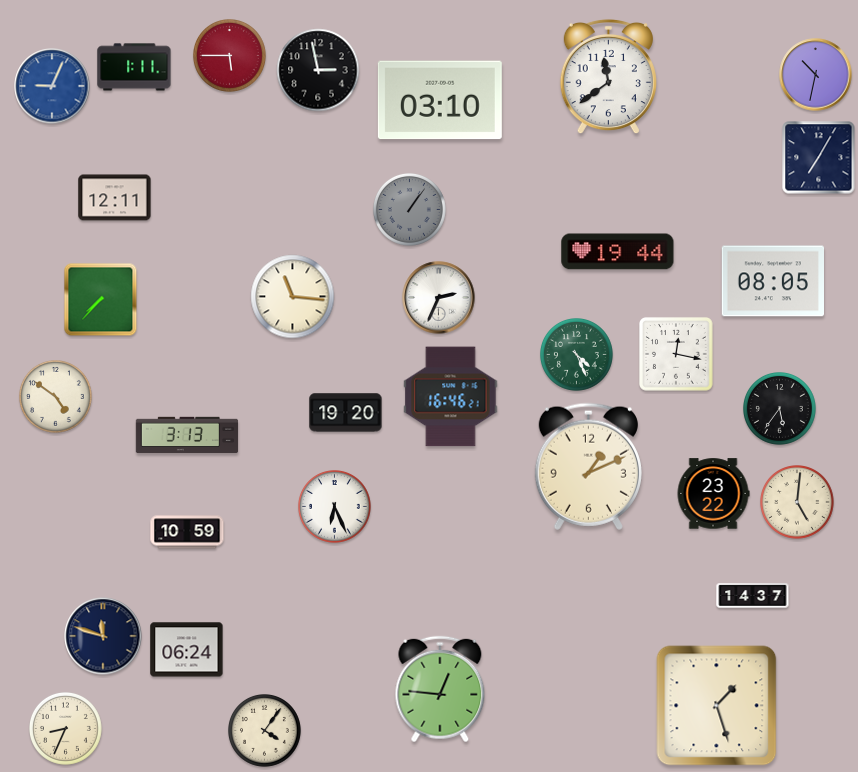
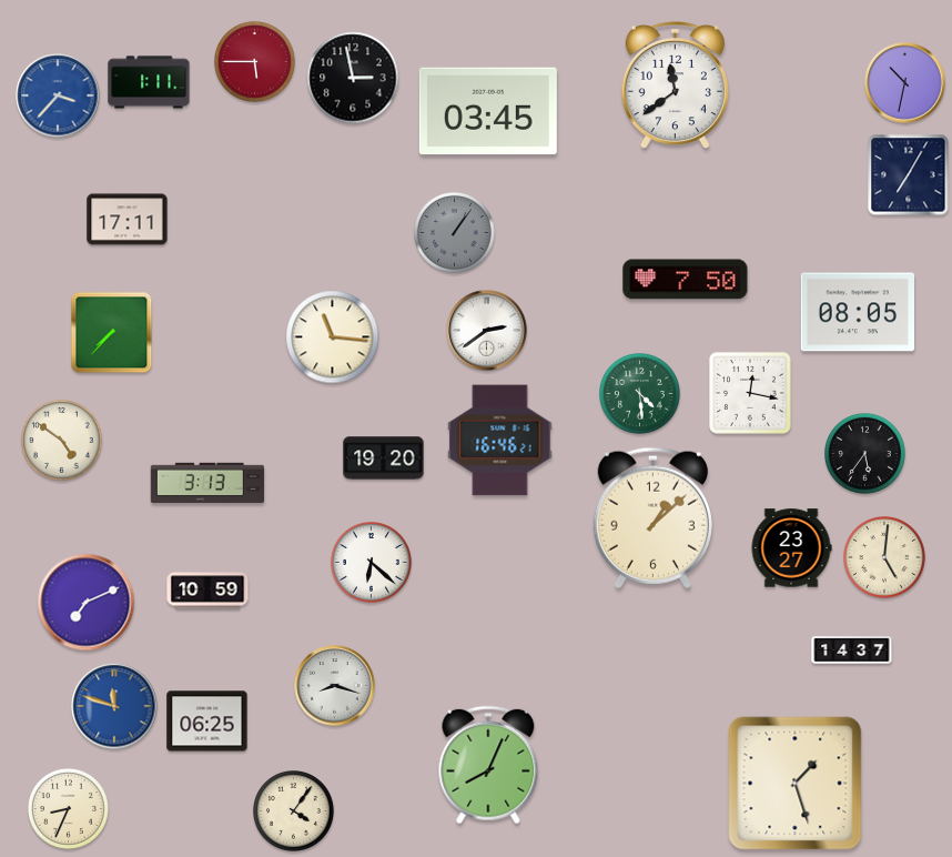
clock at (134, 67) position: (134, 67) -> (149, 82)
clock at (52, 86): 9:04 -> 3:37
clock at (440, 100): 03:10 -> 03:45
clock at (115, 198): 12:11 -> 17:11
clock at (618, 252): 19:44 -> 7:50
clock at (293, 297) position: (293, 297) -> (333, 337)
clock at (439, 298): 2:34 -> 2:39
clock at (577, 355): 4:26 -> 4:29
clock at (588, 466): 1:11 -> 1:08
clock at (713, 494): 23:22 -> 23:27
clock at (335, 507): 6:26 -> 6:22
clock at (87, 603): none -> 7:11
clock at (753, 596) position: (753, 596) -> (852, 651)
clock at (335, 686): none -> 8:18
clock at (103, 636) dial: navy -> blue
clock at (187, 650): 06:24 -> 06:25
clock at (440, 689): 12:46 -> 8:04
clock at (66, 729) position: (66, 729) -> (69, 809)
